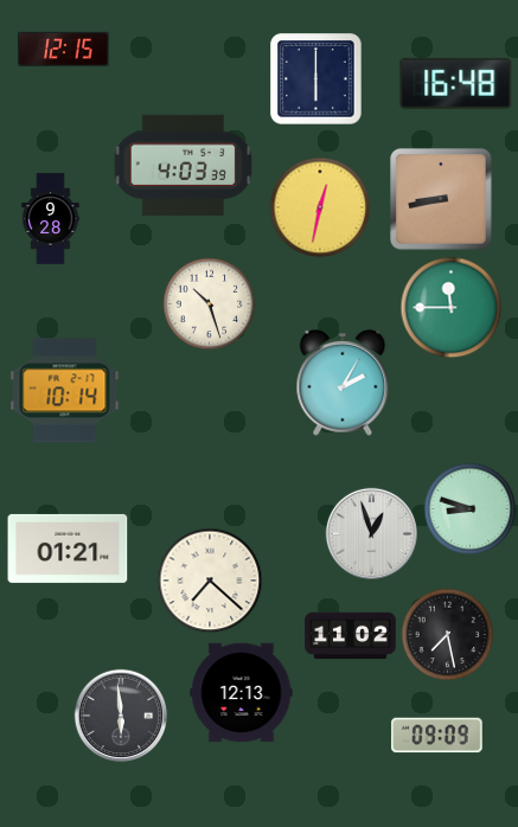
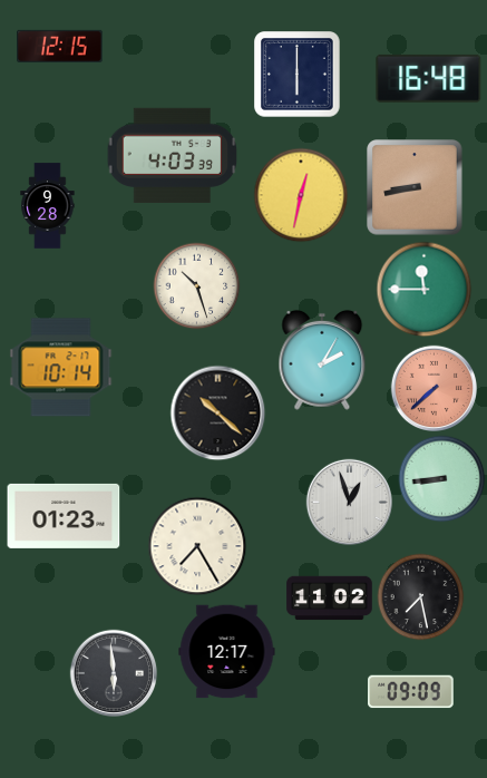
clock at (434, 388): none -> 7:38
clock at (217, 412): none -> 10:22
clock at (469, 508): 8:48 -> 8:44
clock at (68, 549): 01:21 -> 01:23
clock at (210, 581): 7:22 -> 7:25
clock at (242, 693): 12:13 -> 12:17
